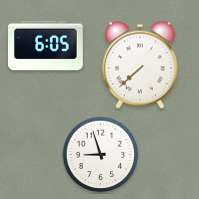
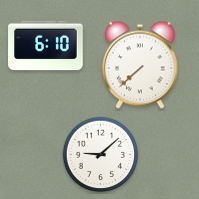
clock at (46, 46): 6:05 -> 6:10
clock at (101, 155): 8:57 -> 9:08
